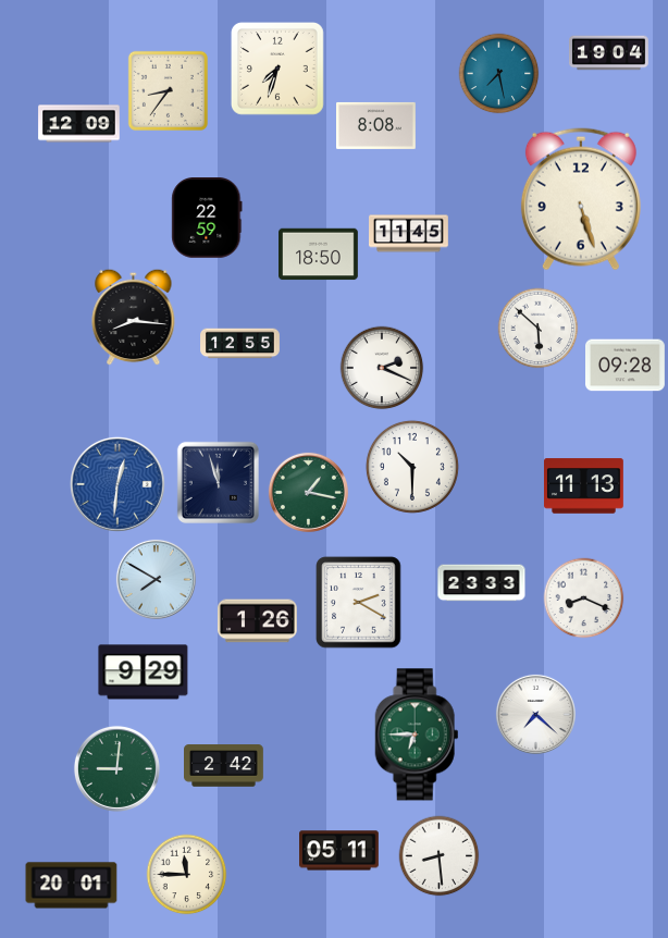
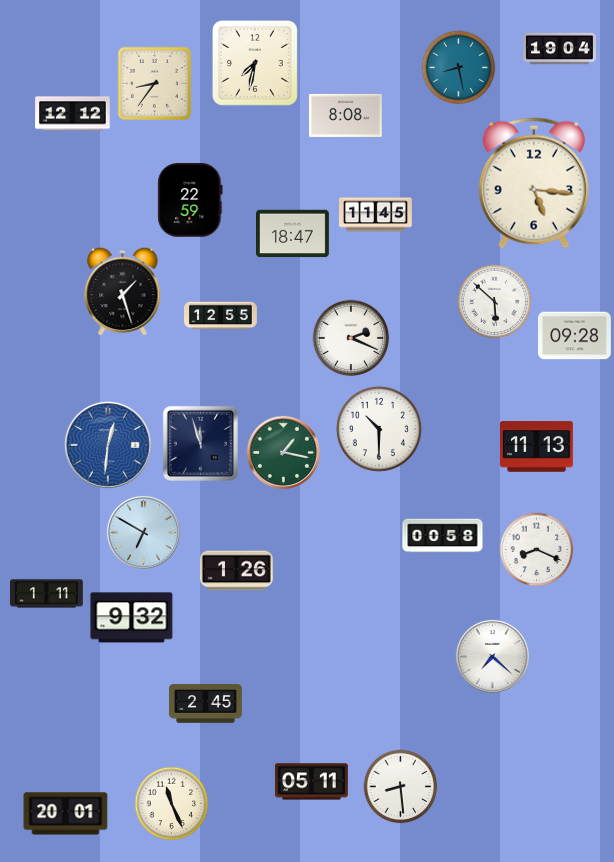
clock at (277, 70): 7:33 -> 7:32
clock at (499, 74): 7:28 -> 8:28
clock at (79, 124): 12:09 -> 12:12
clock at (581, 199): 5:27 -> 5:16
clock at (319, 255): 18:50 -> 18:47
clock at (134, 317): 8:16 -> 1:27
clock at (156, 579): 7:50 -> 6:50
clock at (482, 583): 23:33 -> 00:58
clock at (359, 603): 2:20 -> none
clock at (47, 594): none -> 1:11
clock at (144, 672): 9:29 -> 9:32
clock at (417, 735): 6:45 -> none
clock at (224, 766): 2:42 -> 2:45
clock at (116, 768): 9:01 -> none
clock at (440, 856) position: (440, 856) -> (401, 787)
clock at (187, 875): 11:45 -> 11:26
